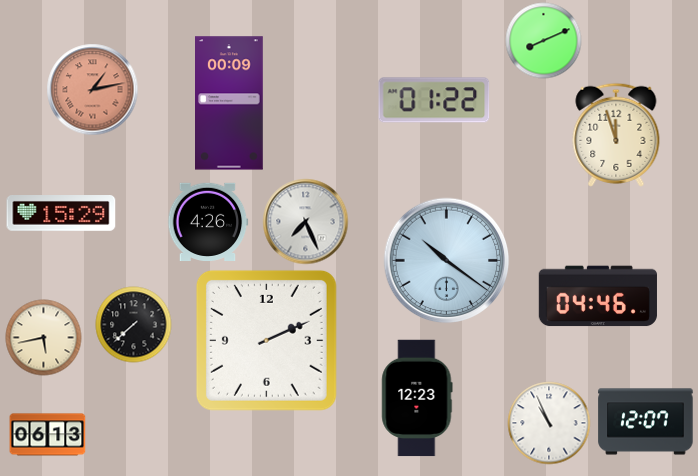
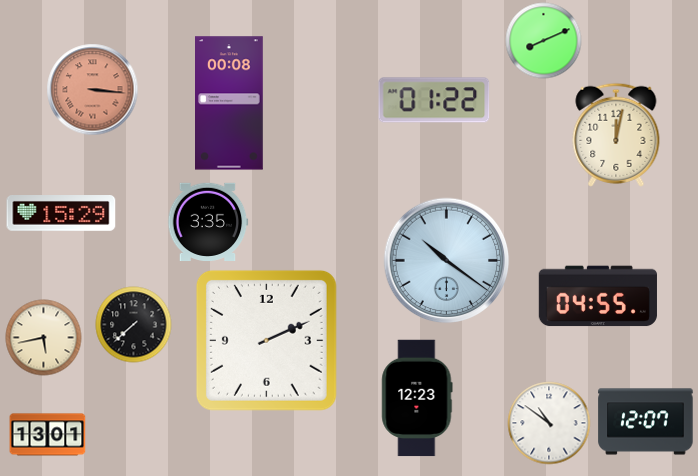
clock at (93, 90): 1:13 -> 3:16
clock at (230, 103): 00:09 -> 00:08
clock at (616, 135): 11:57 -> 12:02
clock at (208, 221): 4:26 -> 3:35
clock at (306, 222): 7:26 -> none
clock at (598, 296): 04:46 -> 04:55
clock at (549, 423): 10:56 -> 10:51
clock at (48, 435): 06:13 -> 13:01
